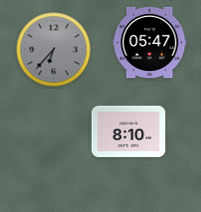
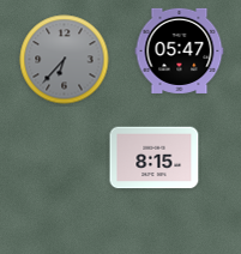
clock at (129, 132): 8:10 -> 8:15
